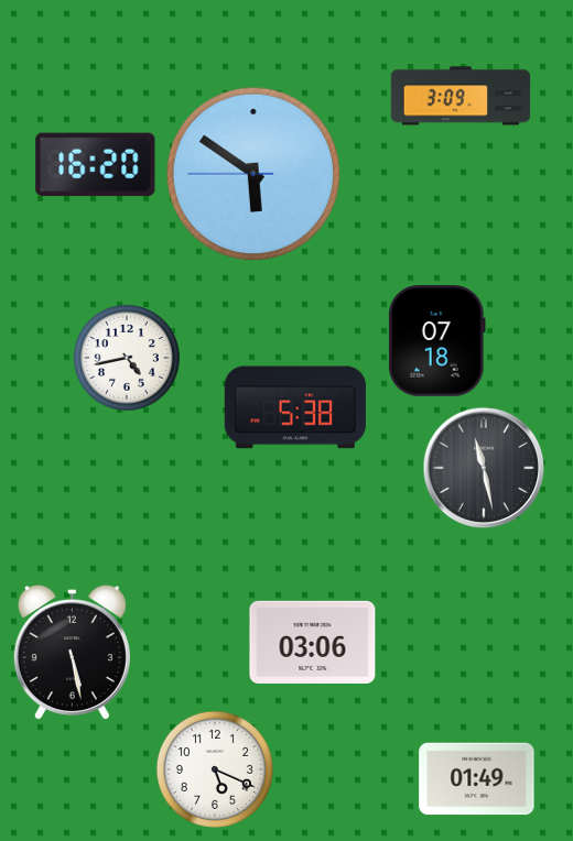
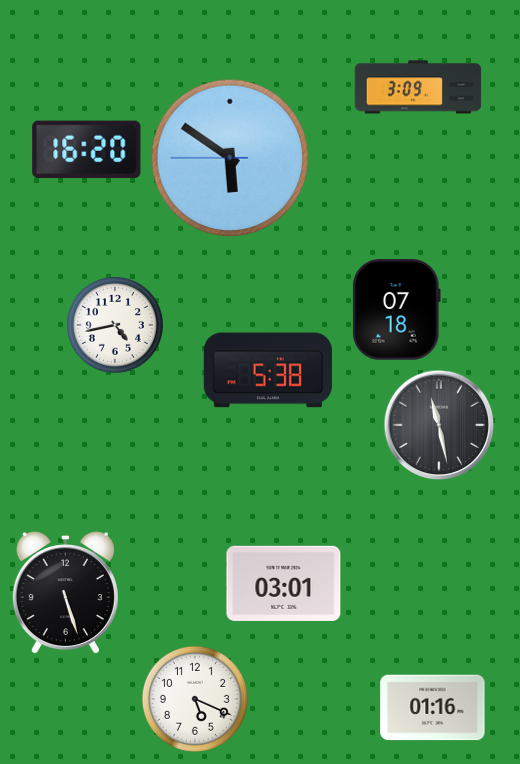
clock at (313, 642): 03:06 -> 03:01
clock at (72, 653): 5:28 -> 5:27
clock at (477, 779): 01:49 -> 01:16
